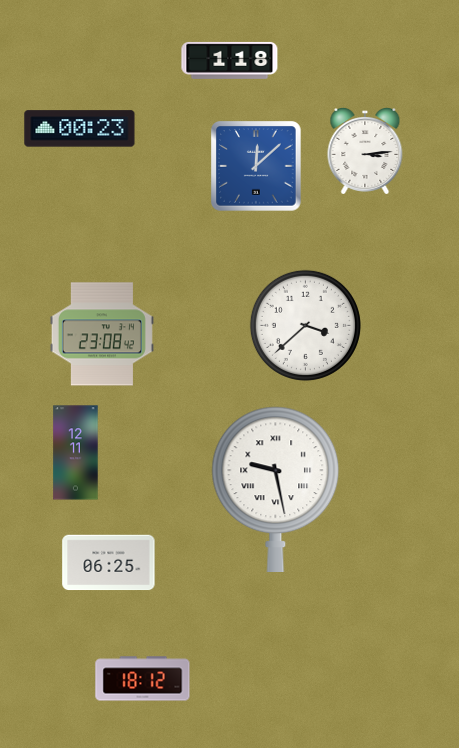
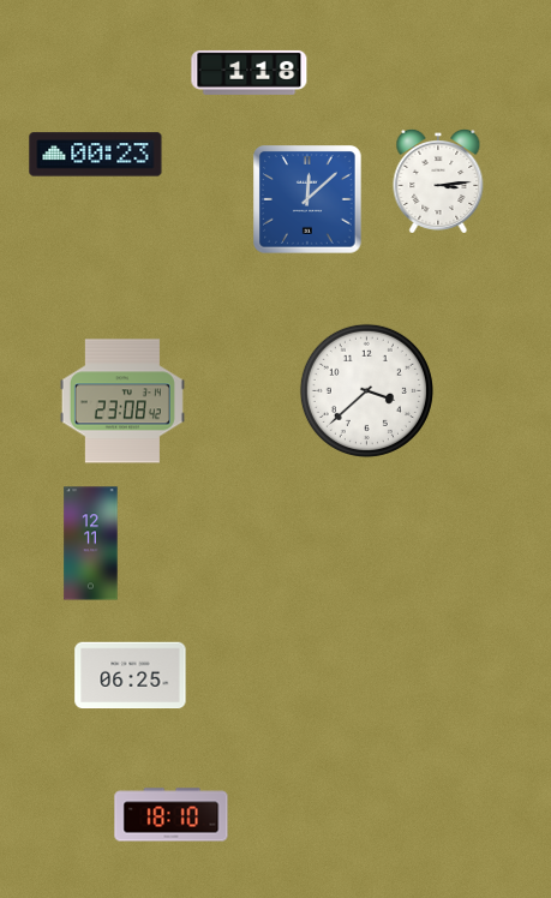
clock at (230, 60) position: (230, 60) -> (250, 72)
clock at (276, 489): 9:28 -> none
clock at (143, 679): 18:12 -> 18:10
